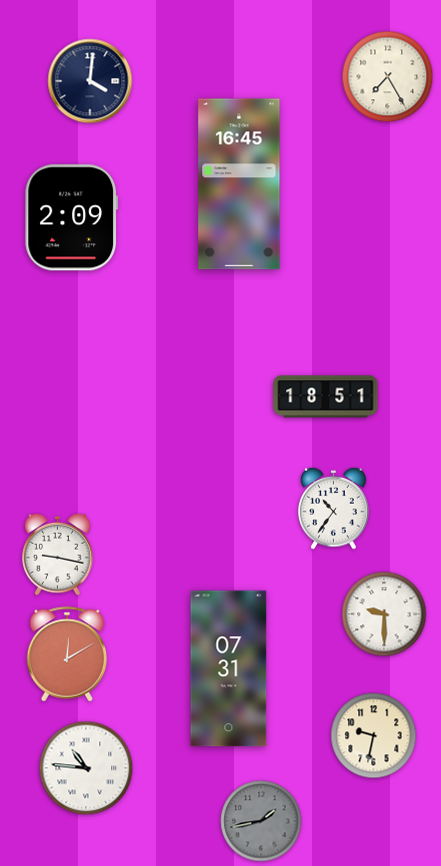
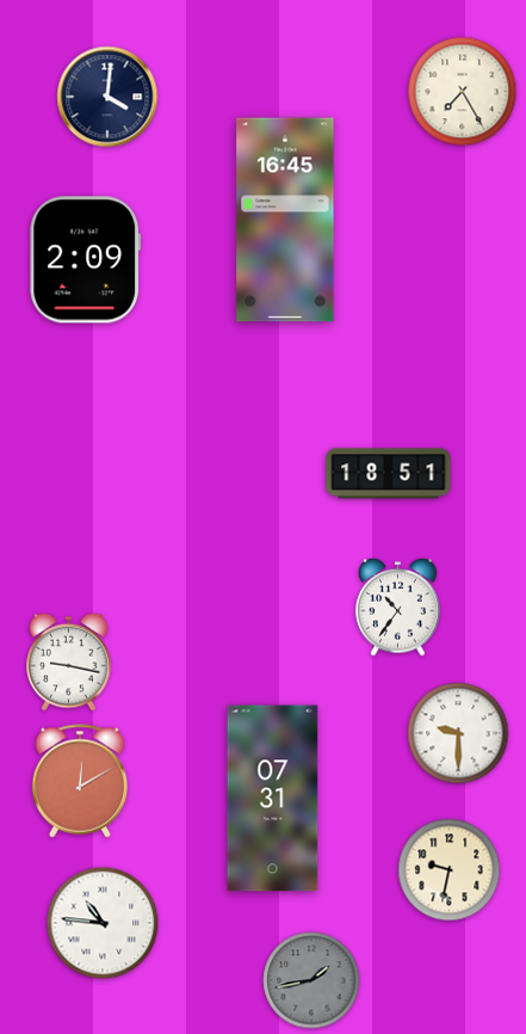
clock at (374, 736) position: (374, 736) -> (450, 870)
clock at (86, 768) position: (86, 768) -> (103, 923)
